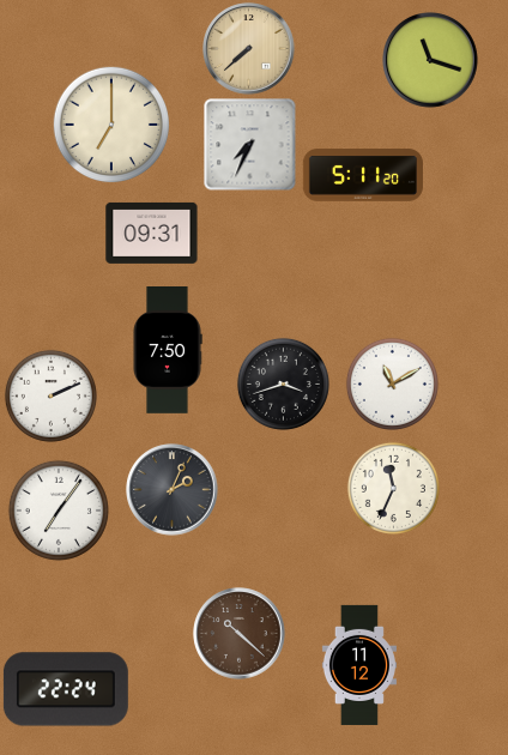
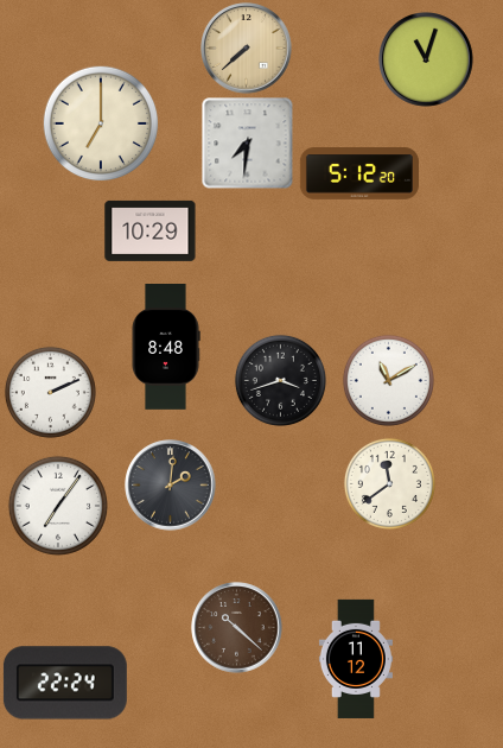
clock at (431, 61): 11:18 -> 11:03
clock at (111, 125) position: (111, 125) -> (101, 123)
clock at (250, 145): 7:34 -> 7:31
clock at (363, 175): 5:11 -> 5:12
clock at (152, 232): 09:31 -> 10:29
clock at (168, 351): 7:50 -> 8:48
clock at (393, 488): 11:34 -> 11:39
clock at (173, 490): 2:04 -> 2:01
